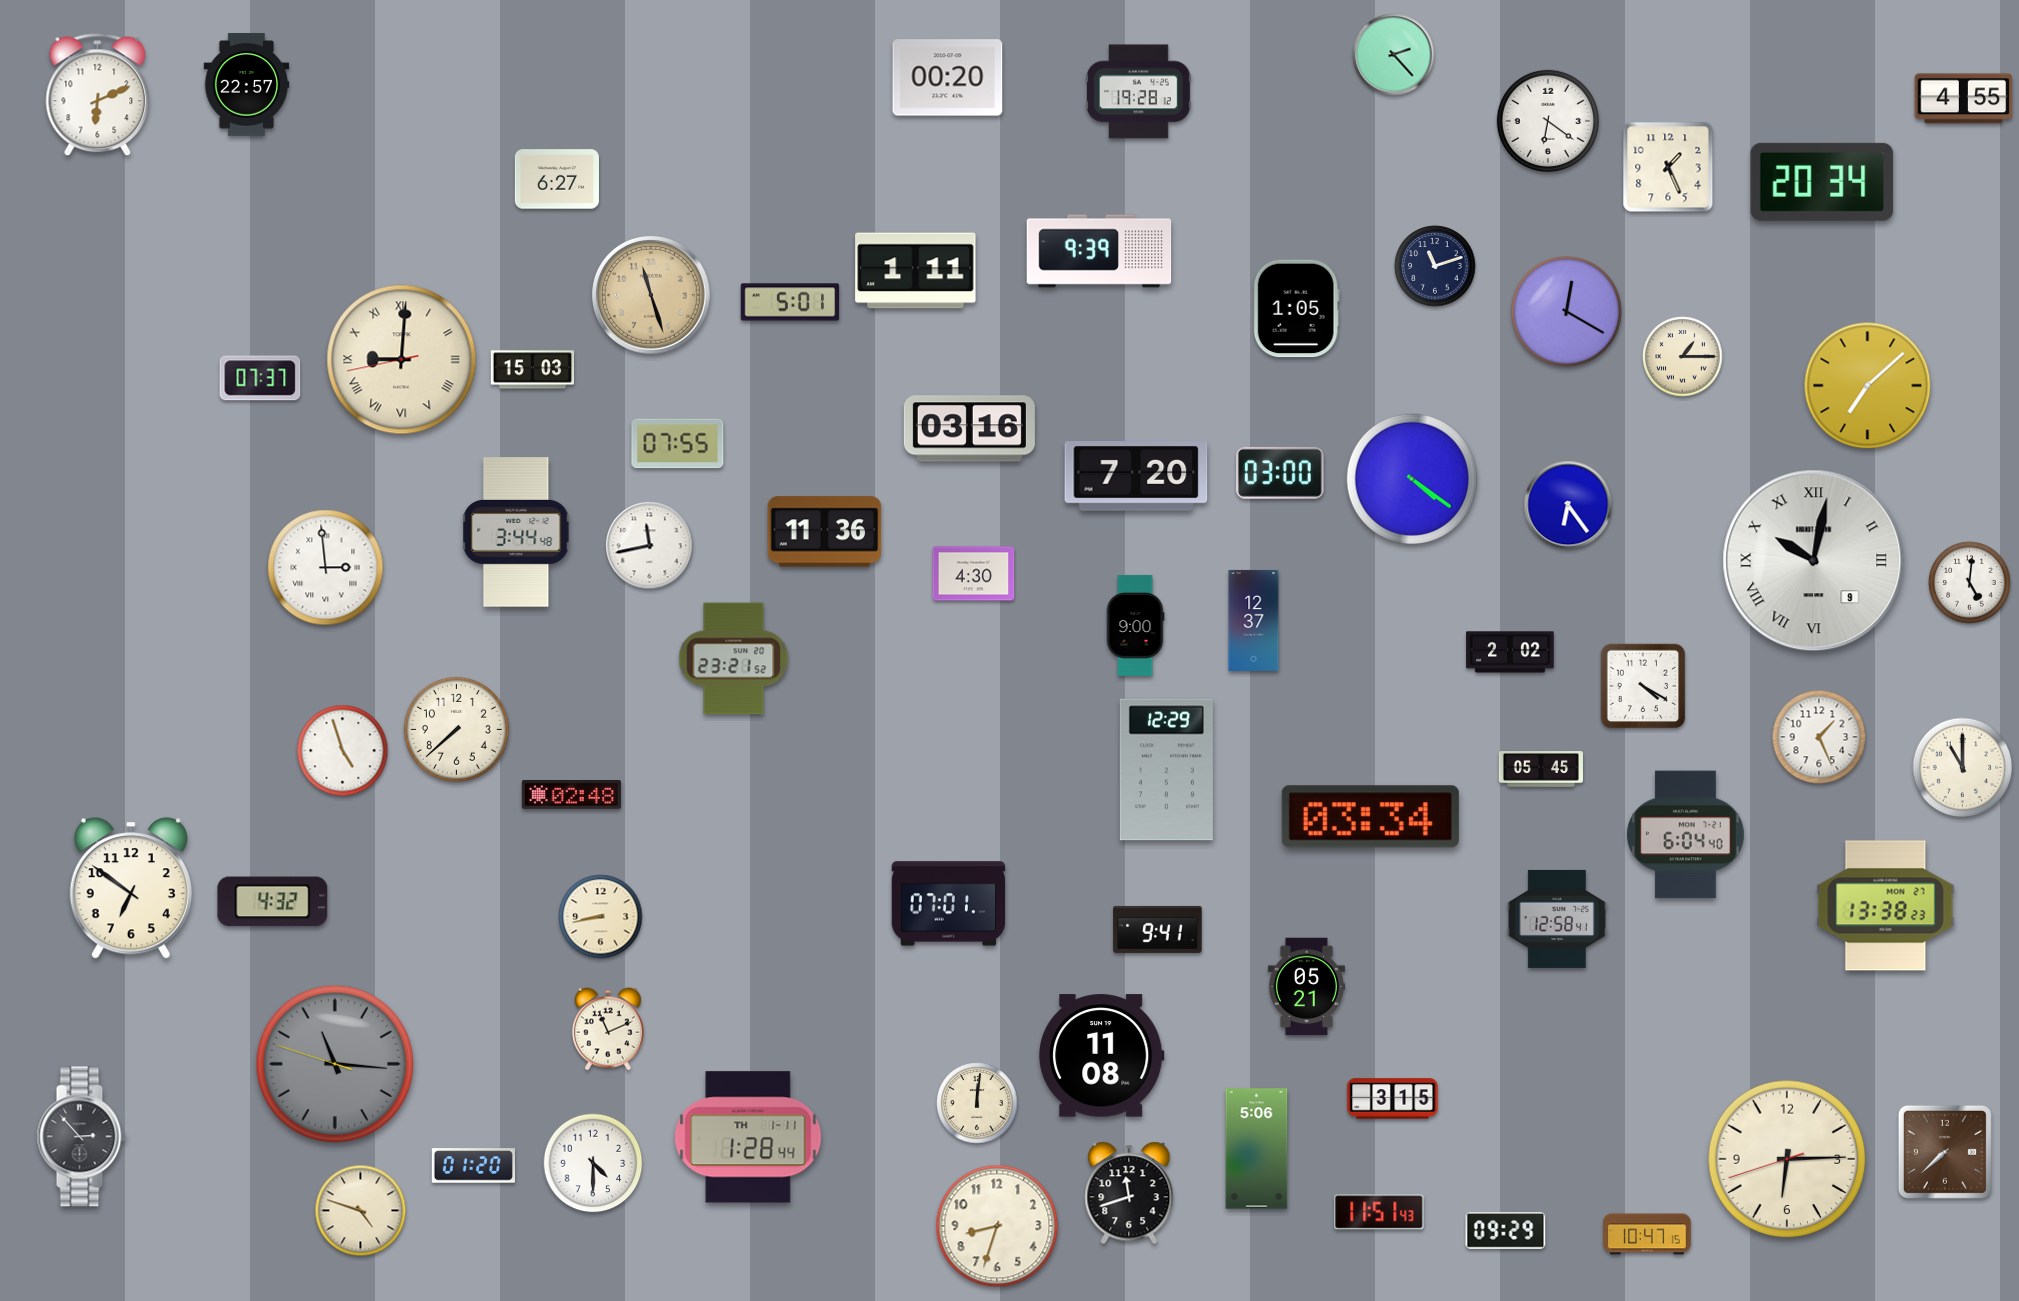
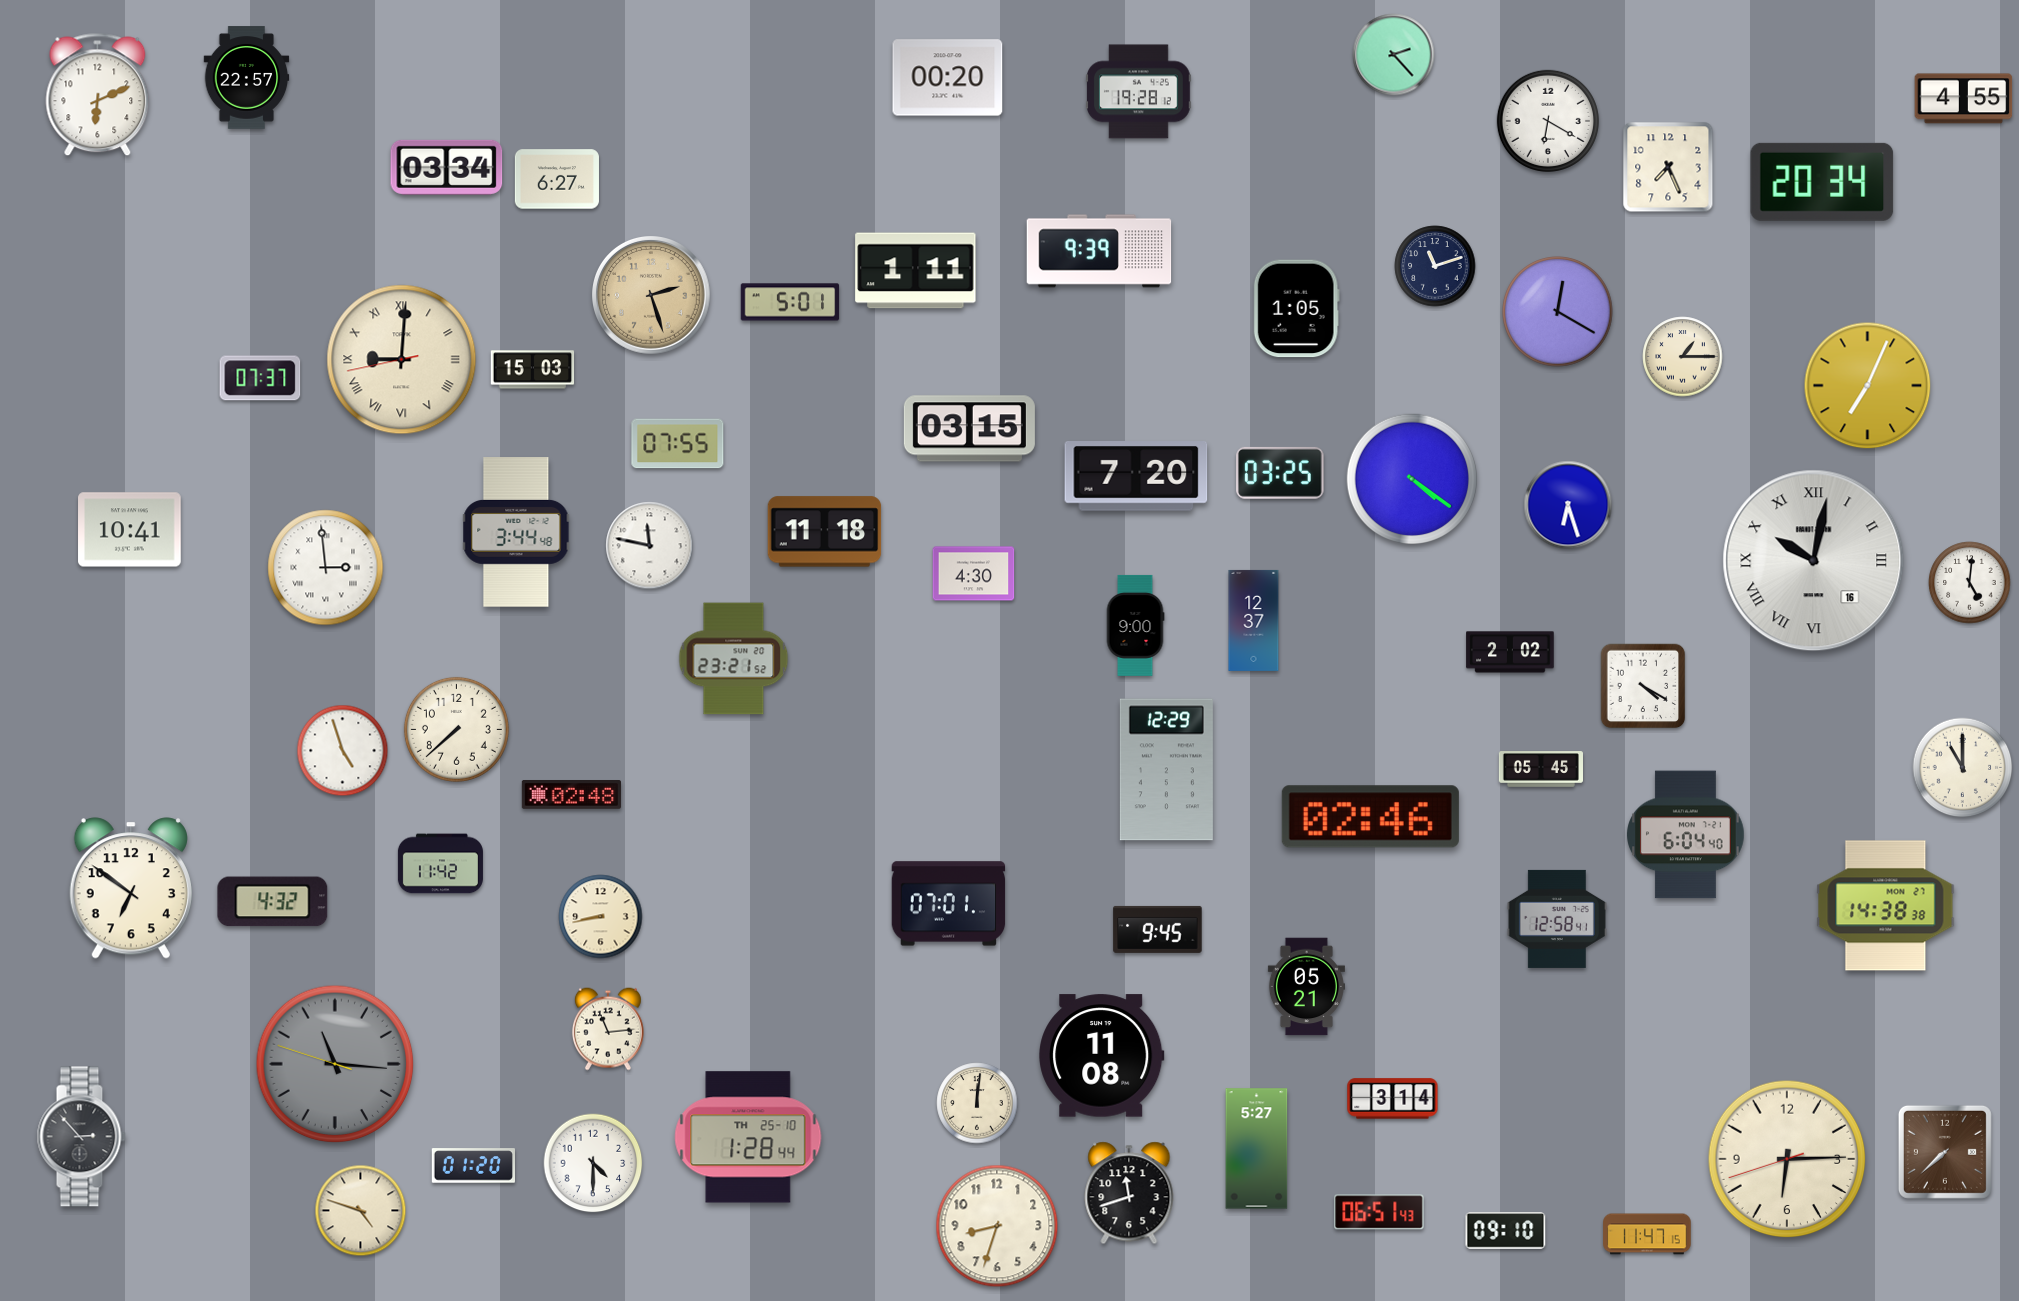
clock at (247, 85) position: (247, 85) -> (247, 78)
clock at (1548, 121): 6:21 -> 6:20
clock at (447, 167): none -> 03:34
clock at (1668, 167): 1:26 -> 7:26
clock at (652, 296): 11:27 -> 2:27
clock at (1567, 312) position: (1567, 312) -> (1558, 312)
clock at (1868, 386): 7:08 -> 7:04
clock at (969, 429): 03:16 -> 03:15
clock at (1280, 473): 03:00 -> 03:25
clock at (1568, 505): 6:24 -> 6:27
clock at (130, 530): none -> 10:41
clock at (825, 532): 11:36 -> 11:18
clock at (650, 546): 11:43 -> 11:47
clock at (1814, 561) date: 9 -> 16
clock at (1819, 737): 1:26 -> none
clock at (1370, 817): 03:34 -> 02:46
clock at (440, 864): none -> 11:42
clock at (1886, 906): 13:38 -> 14:38
clock at (1158, 929): 9:41 -> 9:45
clock at (608, 1029): 11:11 -> 11:14
clock at (1393, 1099): 3:15 -> 3:14
clock at (748, 1137) date: TH 1-11 -> TH 25-10
clock at (1257, 1149): 5:06 -> 5:27
clock at (1379, 1212): 11:51 -> 06:51
clock at (1506, 1231): 09:29 -> 09:10
clock at (1647, 1234): 10:47 -> 11:47
